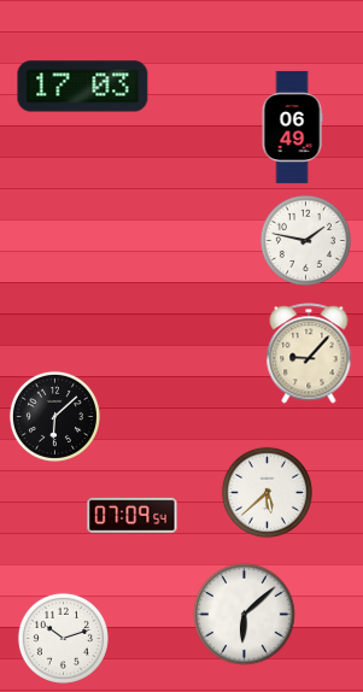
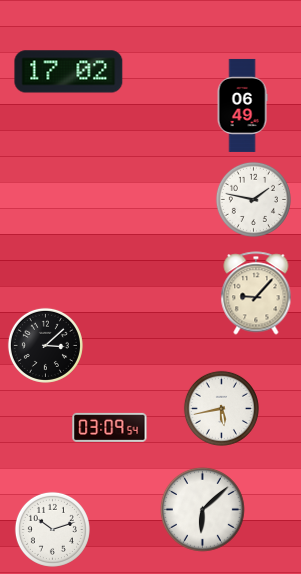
clock at (83, 87): 17:03 -> 17:02
clock at (54, 416): 6:08 -> 3:08
clock at (267, 492): 5:38 -> 5:43
clock at (133, 515): 07:09 -> 03:09
